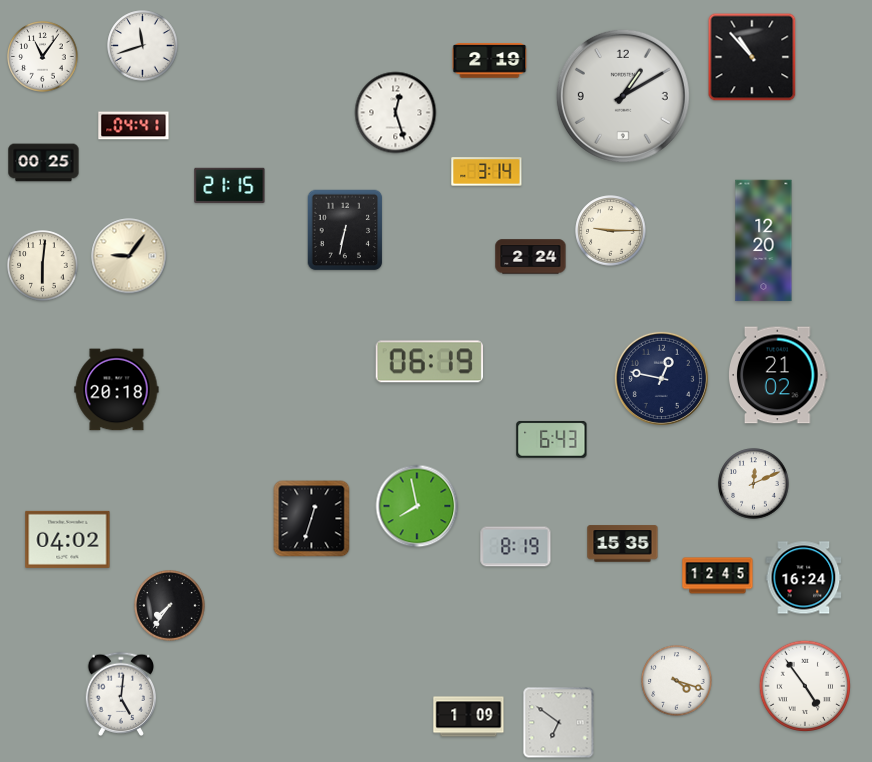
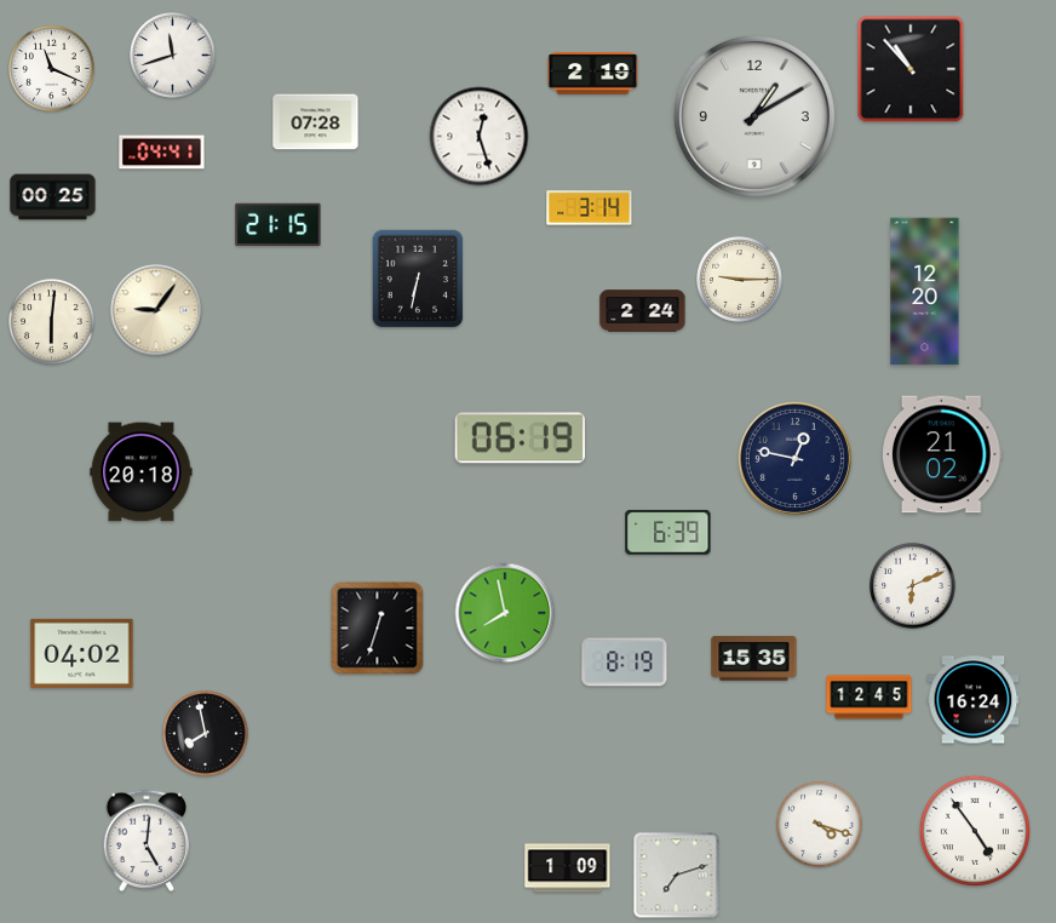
clock at (43, 57): 11:06 -> 11:19
clock at (316, 122): none -> 07:28
clock at (661, 378) position: (661, 378) -> (794, 458)
clock at (552, 440): 6:43 -> 6:39
clock at (754, 484): 12:11 -> 6:11
clock at (170, 606): 7:36 -> 7:58
clock at (559, 723): 6:51 -> 7:12
